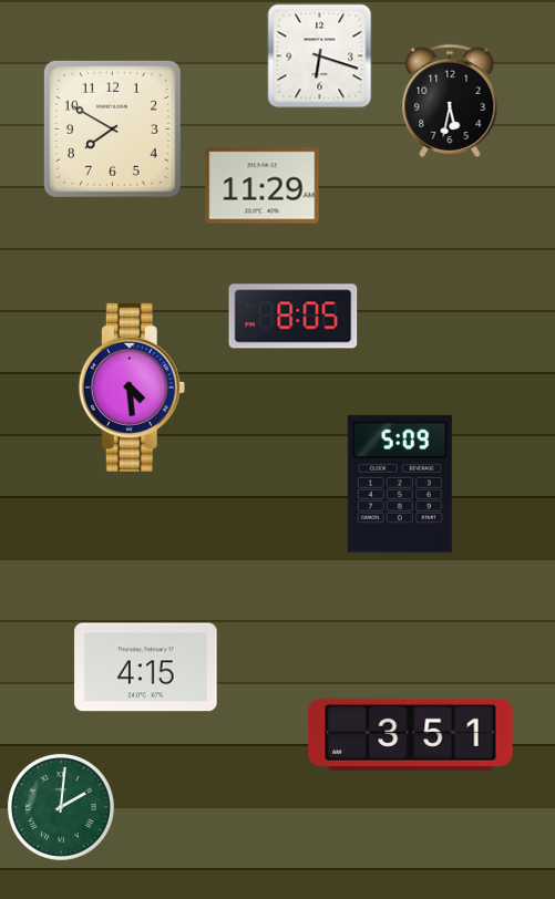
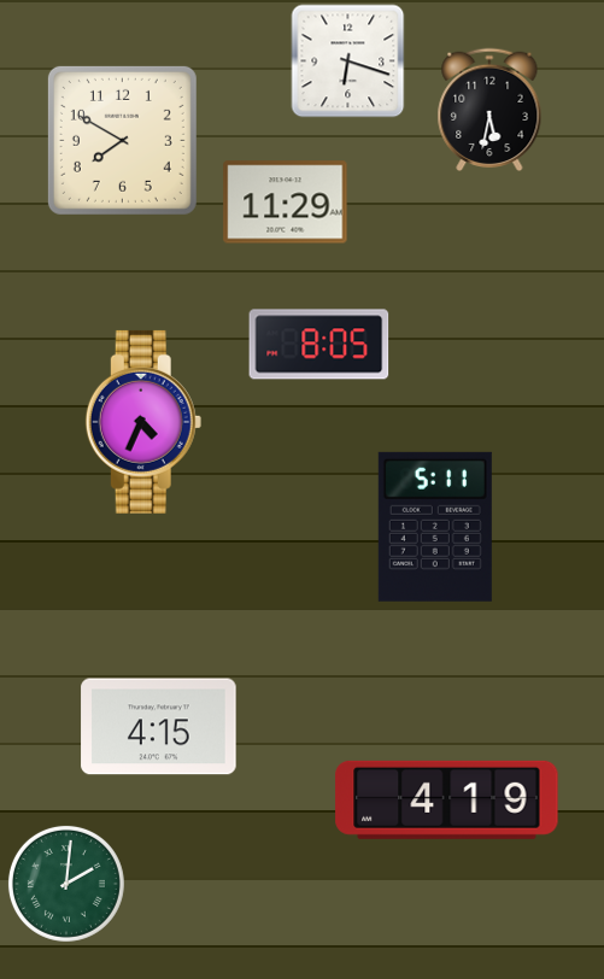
clock at (132, 387): 4:29 -> 4:34
clock at (400, 484): 5:09 -> 5:11
clock at (411, 734): 3:51 -> 4:19
clock at (61, 807) position: (61, 807) -> (66, 884)
